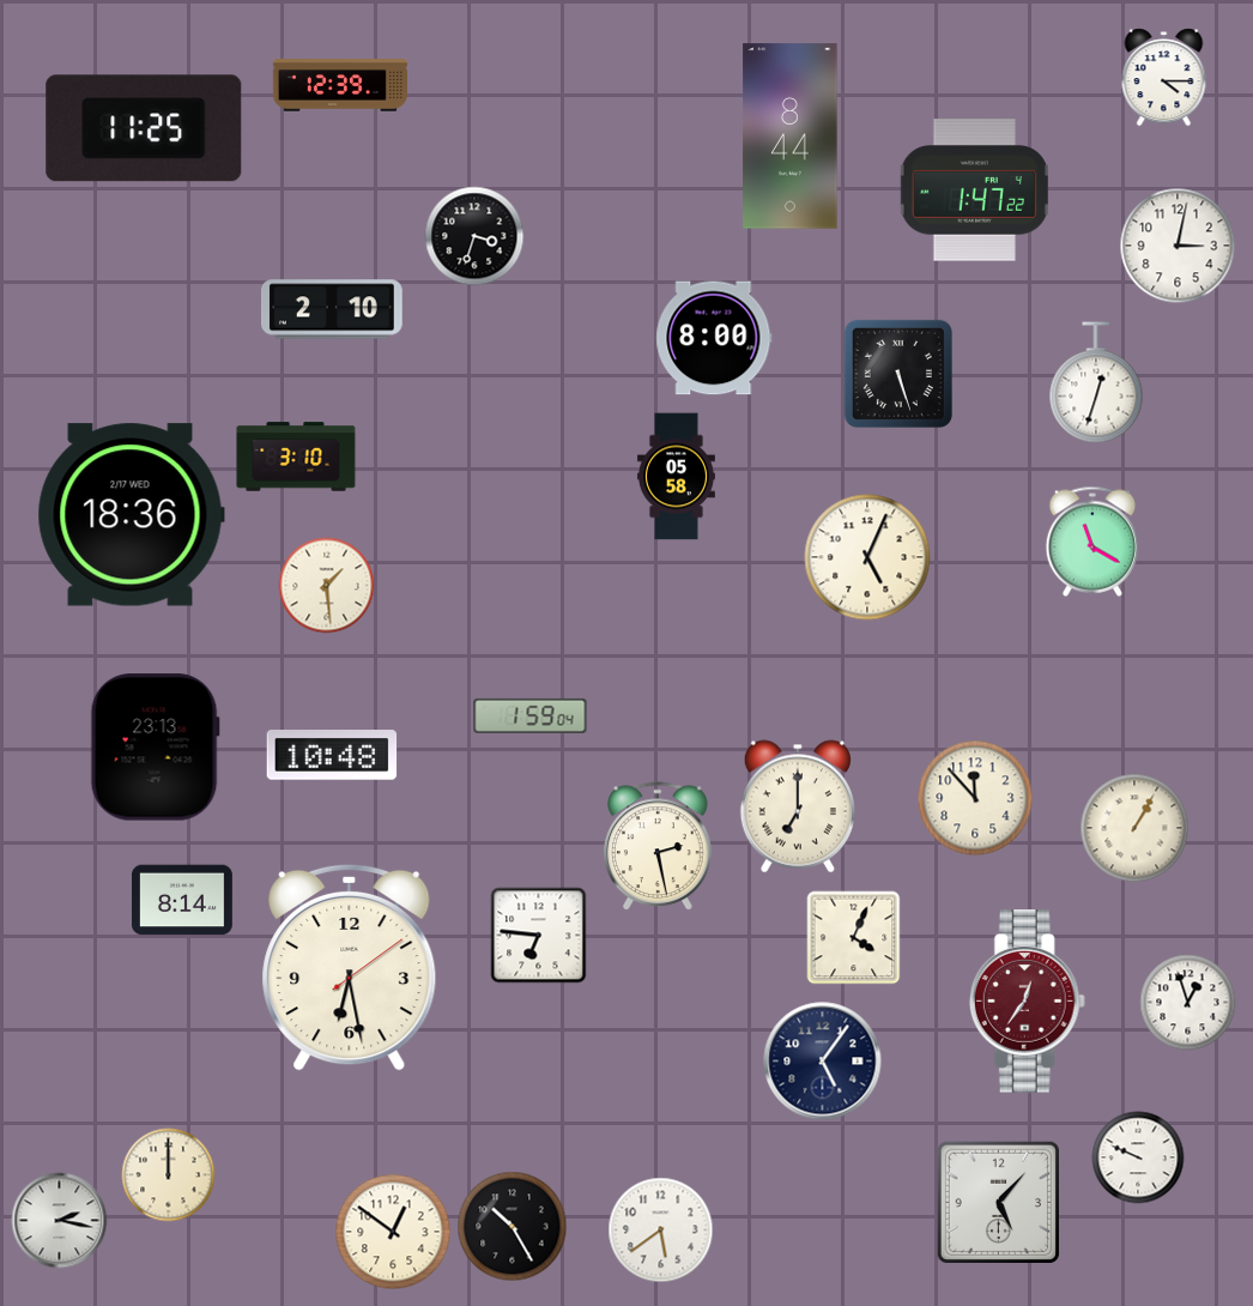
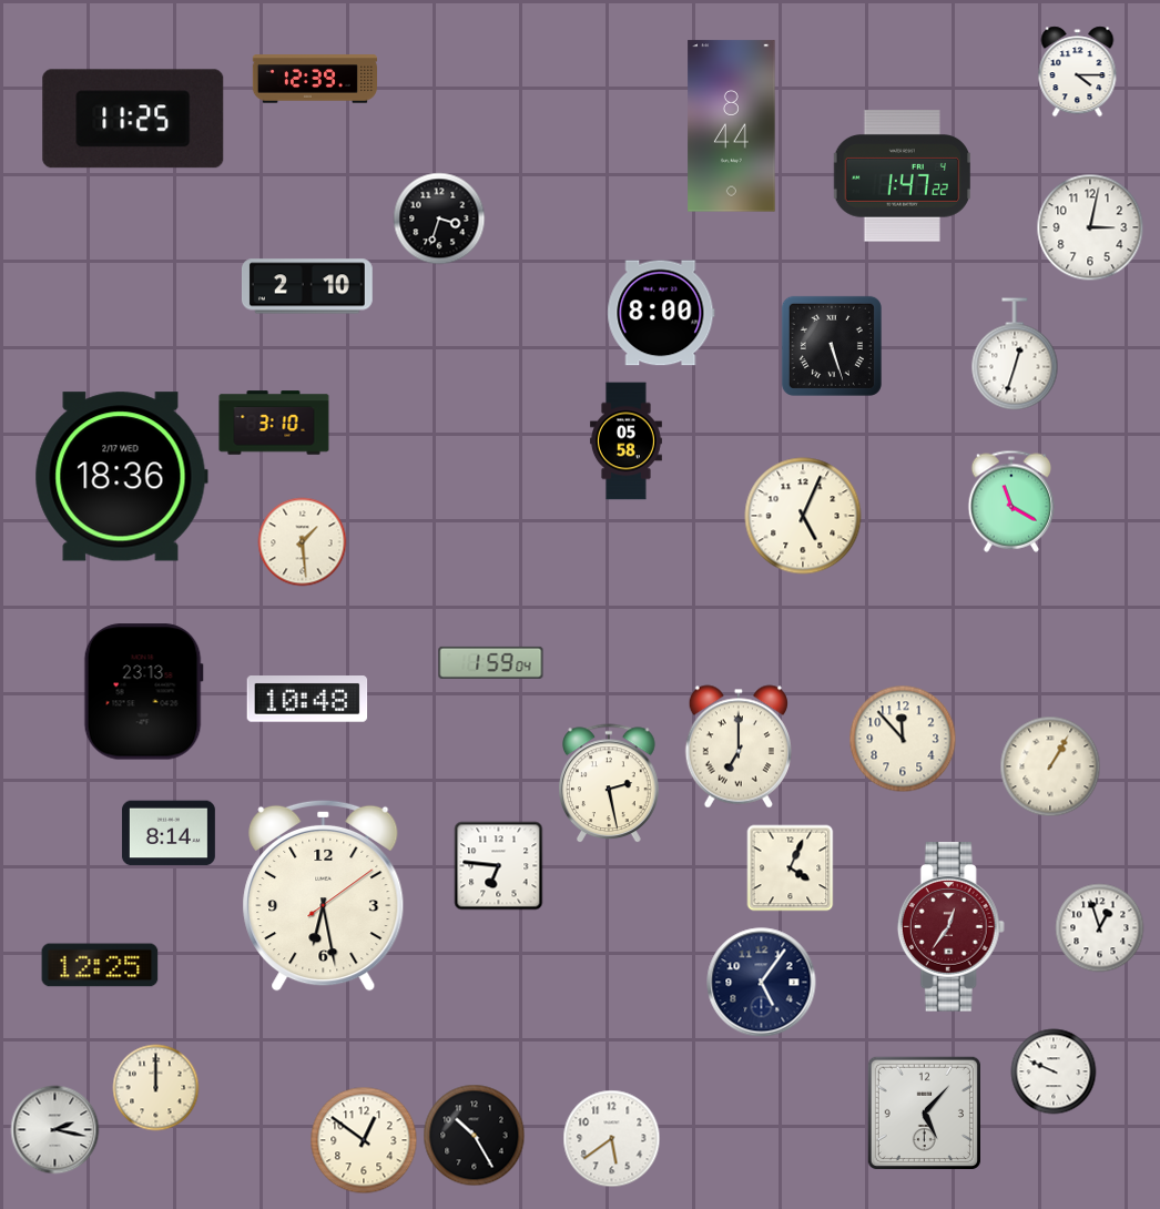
clock at (100, 965): none -> 12:25
